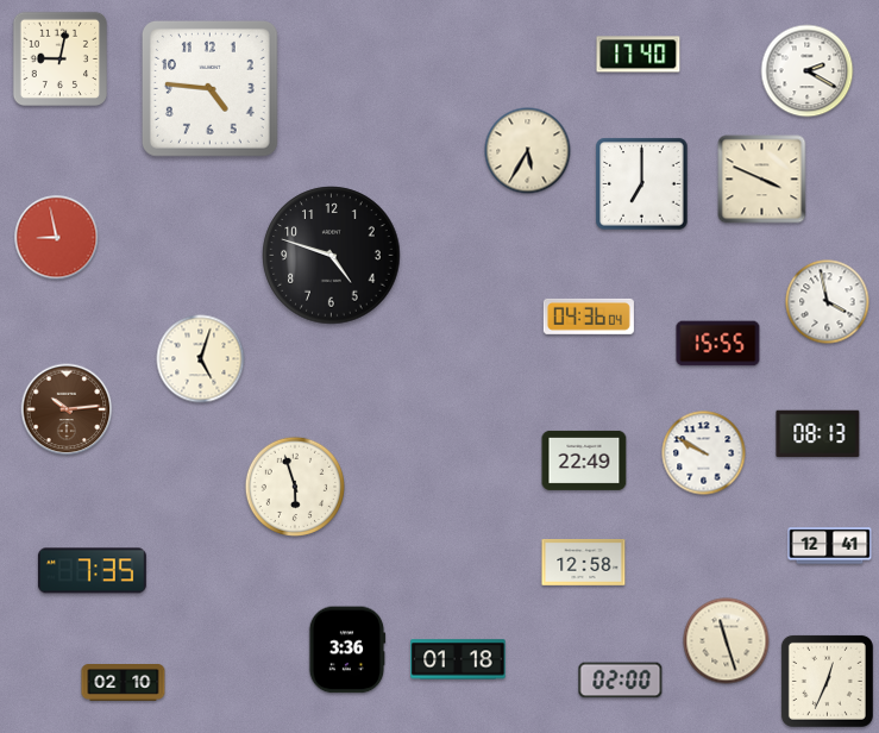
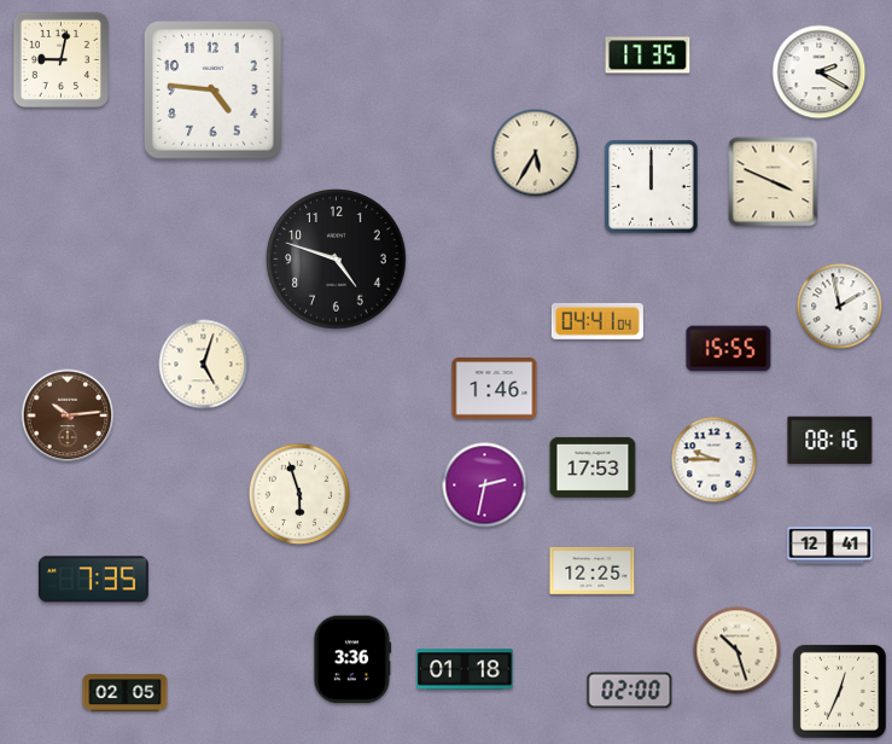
clock at (639, 55): 17:40 -> 17:35
clock at (642, 184): 7:00 -> 12:00
clock at (57, 238): 8:58 -> none
clock at (828, 302): 3:58 -> 1:58
clock at (589, 317): 04:36 -> 04:41
clock at (495, 389): none -> 1:46
clock at (818, 434): 08:13 -> 08:16
clock at (704, 453): 9:50 -> 9:45
clock at (584, 461): 22:49 -> 17:53
clock at (485, 486): none -> 2:32
clock at (830, 546) position: (830, 546) -> (830, 546)
clock at (584, 563): 12:58 -> 12:25
clock at (727, 641): 11:27 -> 10:27
clock at (124, 683): 02:10 -> 02:05
